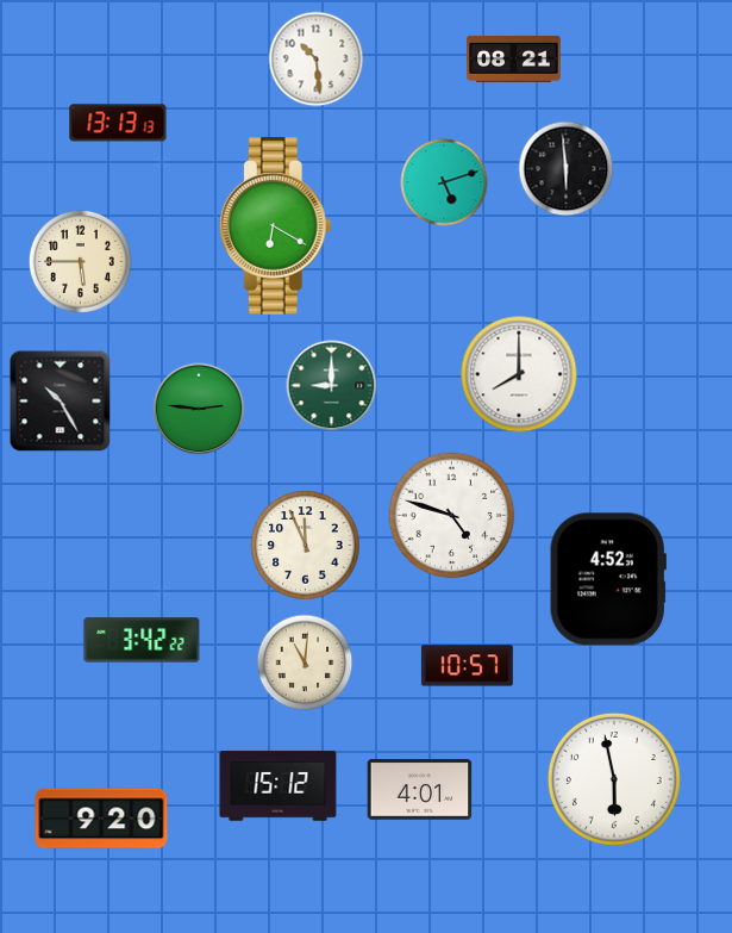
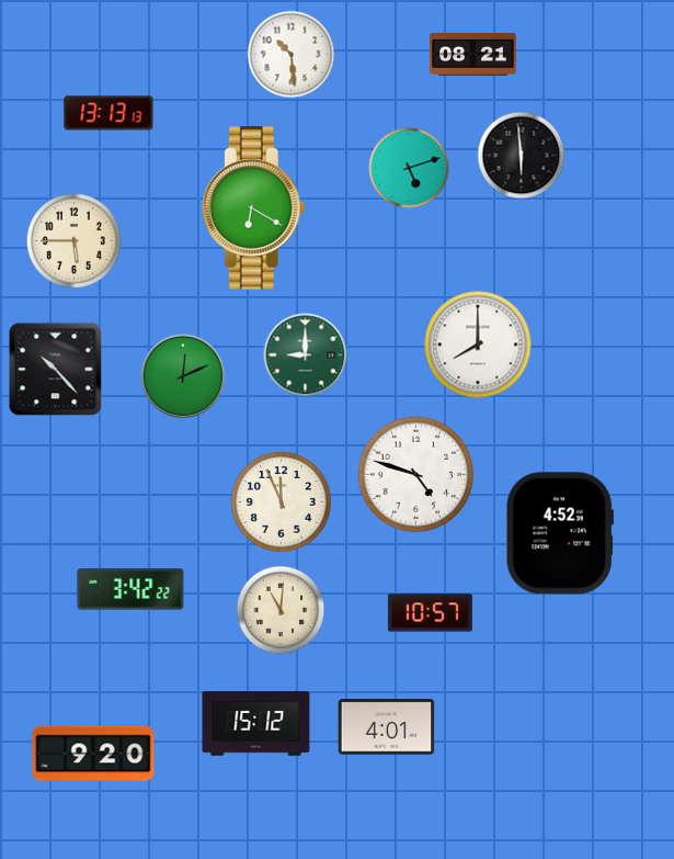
clock at (61, 402): 10:25 -> 10:23
clock at (199, 409): 2:46 -> 12:11
clock at (614, 779): 5:58 -> none
